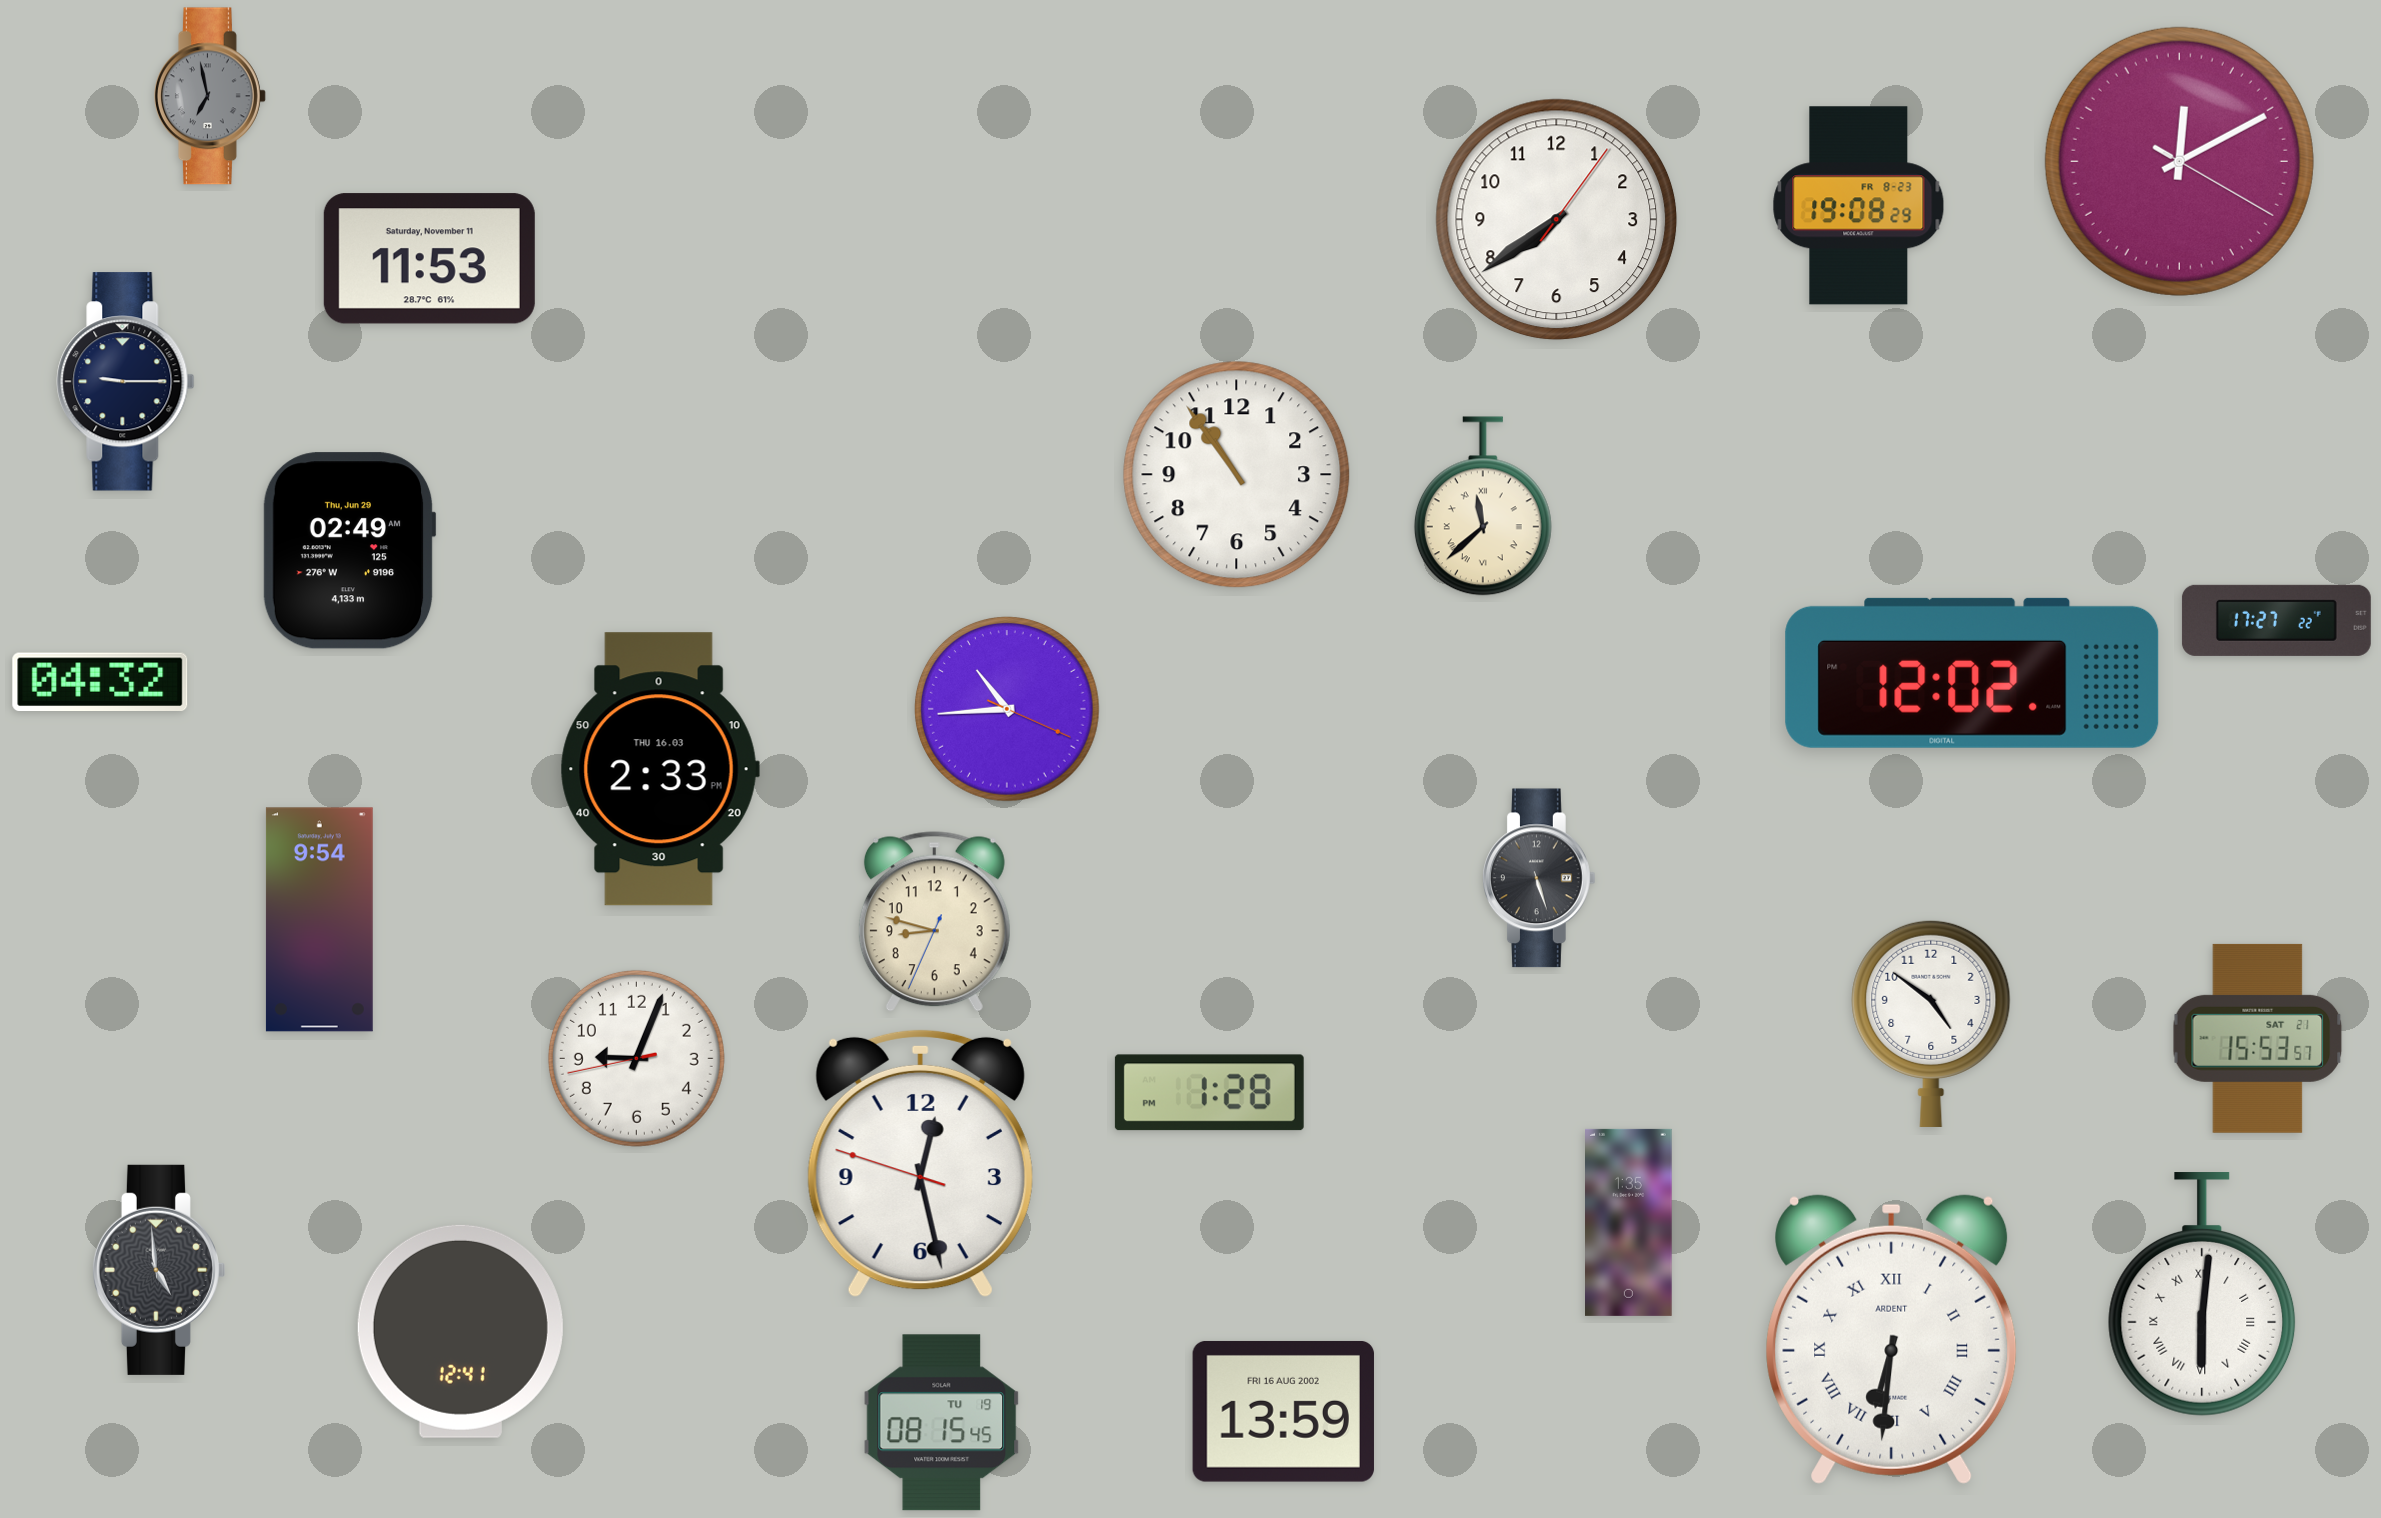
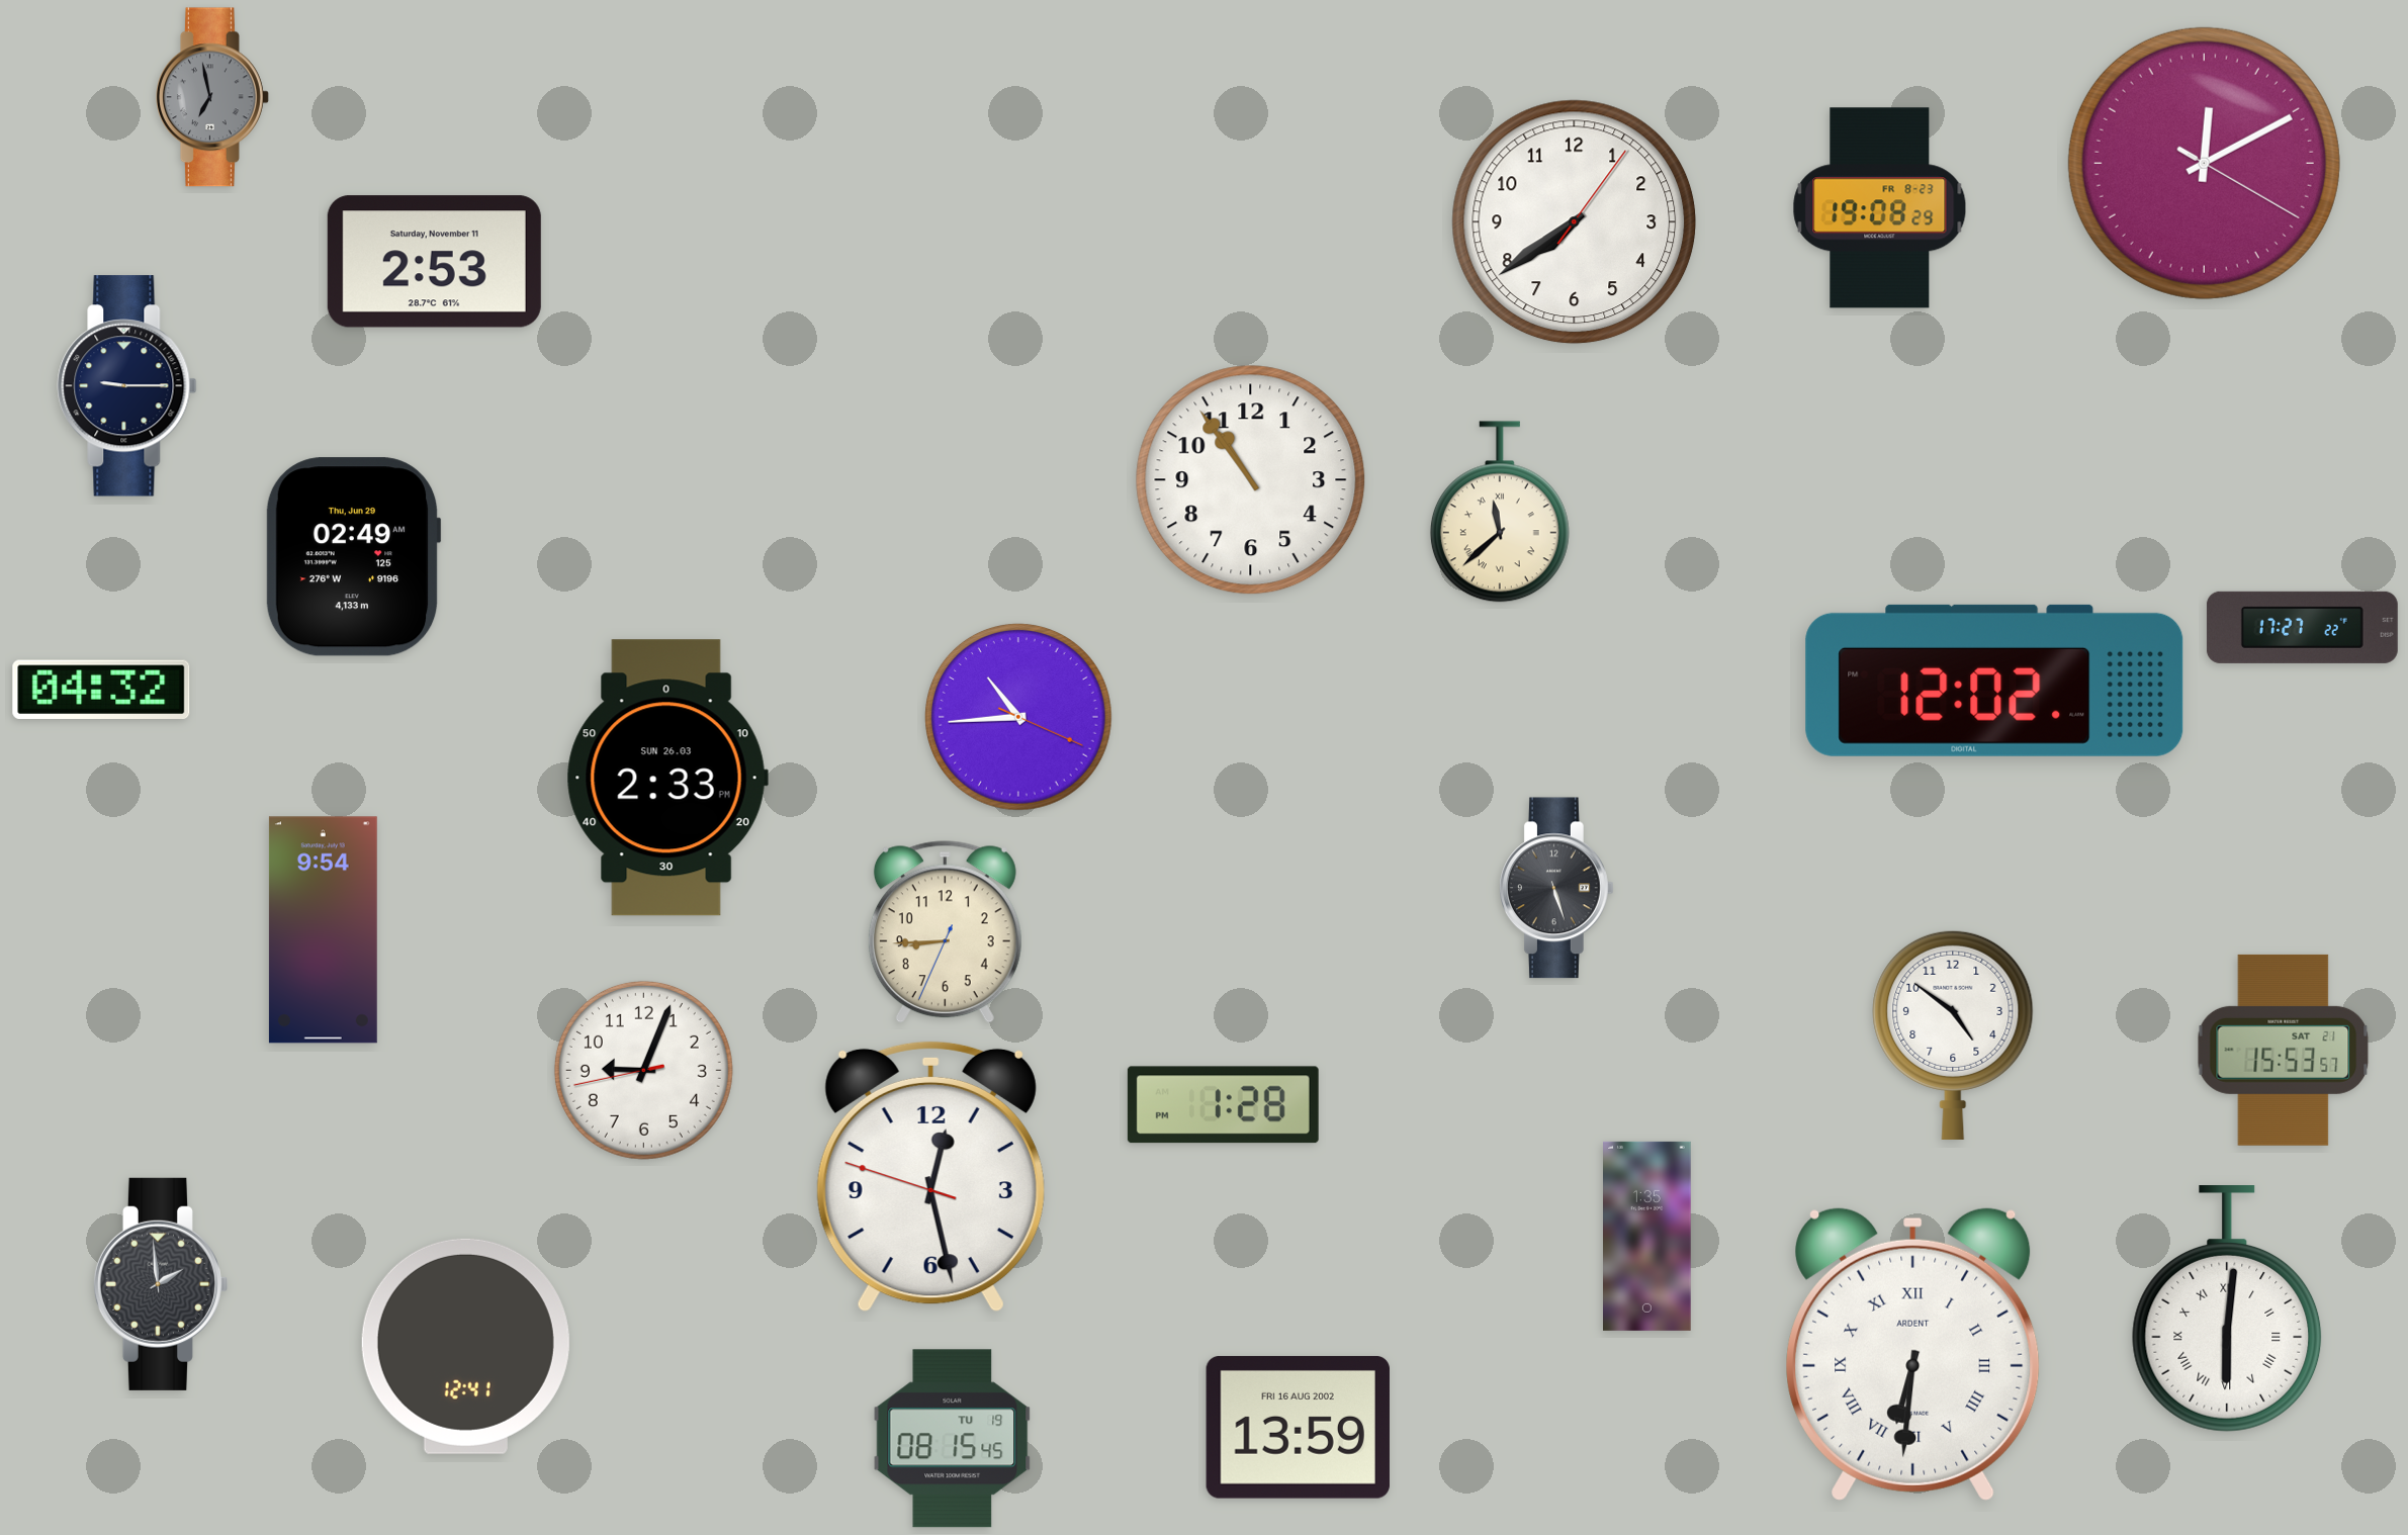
clock at (429, 259): 11:53 -> 2:53
clock at (660, 769) date: THU 16.03 -> SUN 26.03
clock at (934, 922): 8:47 -> 8:44
clock at (158, 1270): 4:59 -> 1:59
